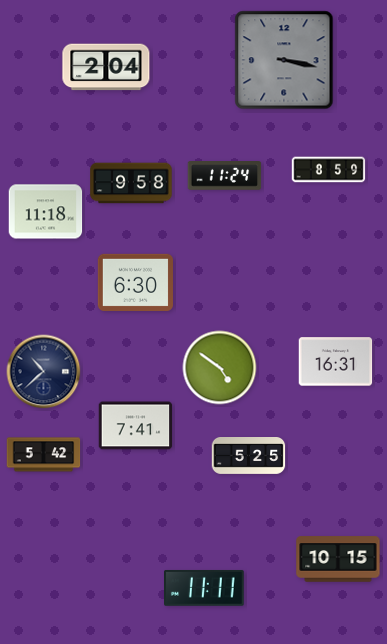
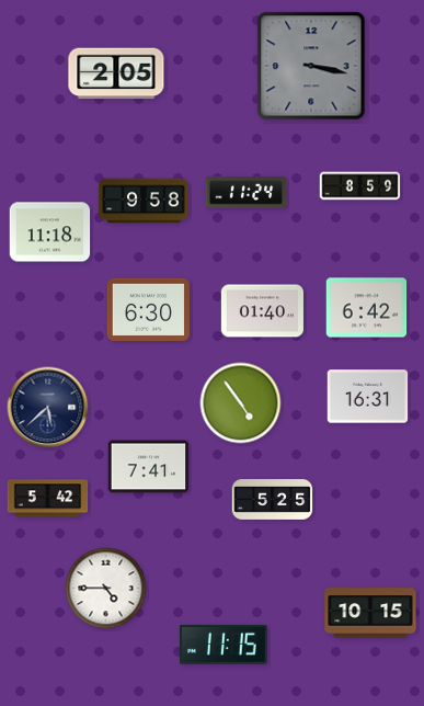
clock at (106, 67): 2:04 -> 2:05
clock at (367, 308): none -> 6:42
clock at (262, 311): none -> 01:40
clock at (220, 368): 4:51 -> 4:54
clock at (44, 372): 10:38 -> 5:38
clock at (106, 589): none -> 4:45
clock at (205, 588): 11:11 -> 11:15
